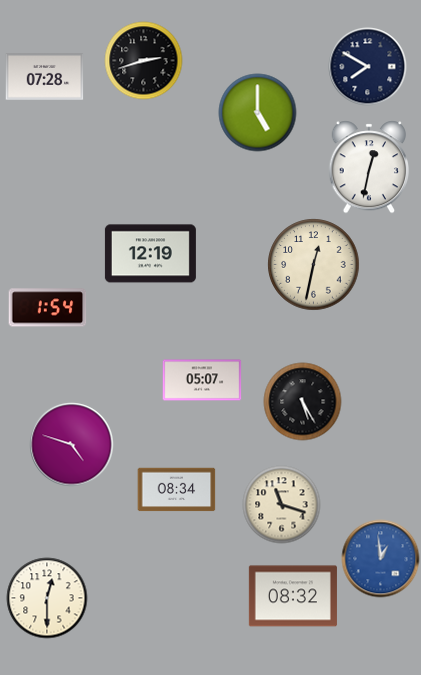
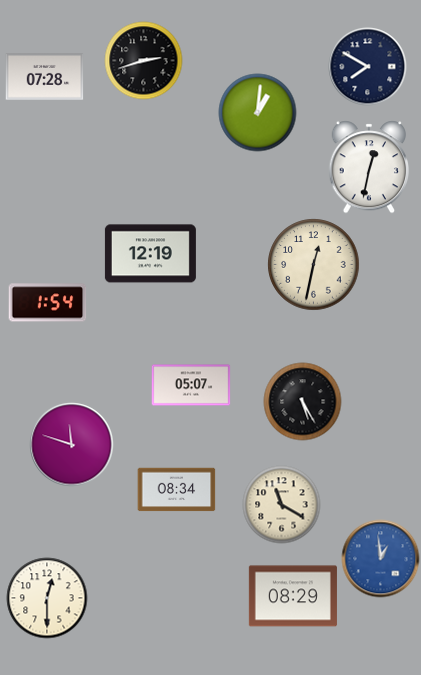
clock at (257, 112): 5:00 -> 1:01
clock at (47, 308) position: (47, 308) -> (47, 303)
clock at (202, 380) position: (202, 380) -> (191, 385)
clock at (71, 444): 4:48 -> 11:48
clock at (281, 504): 11:18 -> 11:20
clock at (293, 596): 08:32 -> 08:29
